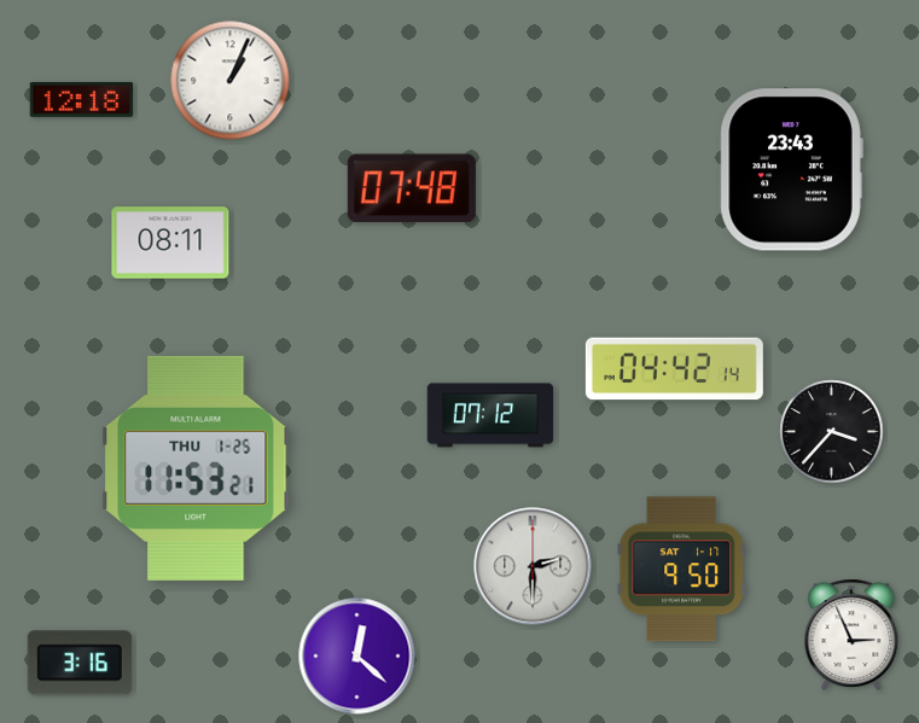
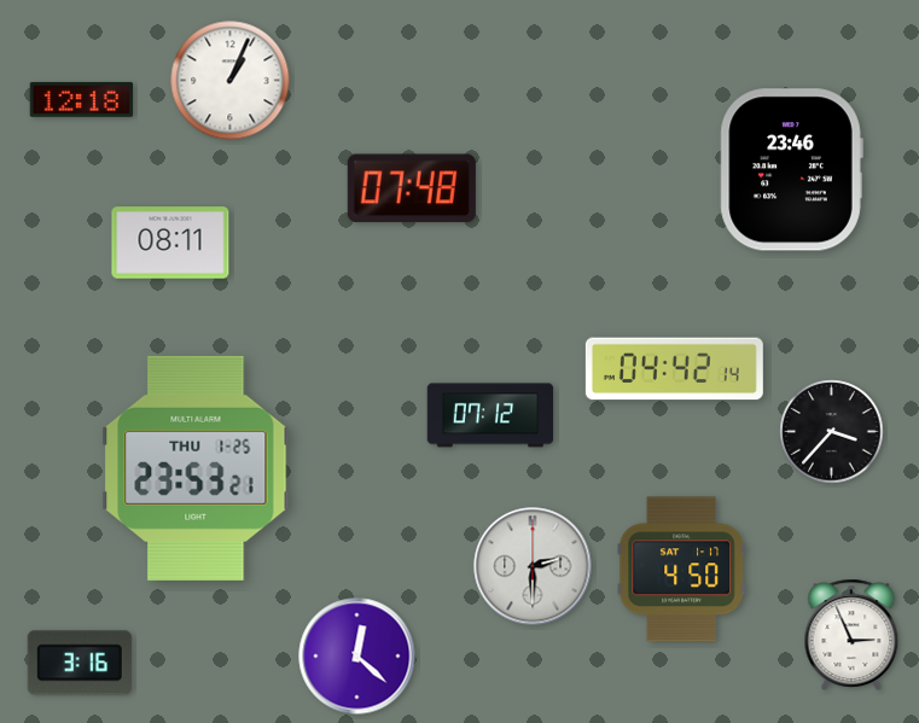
clock at (791, 170): 23:43 -> 23:46
clock at (196, 468): 11:53 -> 23:53
clock at (681, 570): 9:50 -> 4:50
